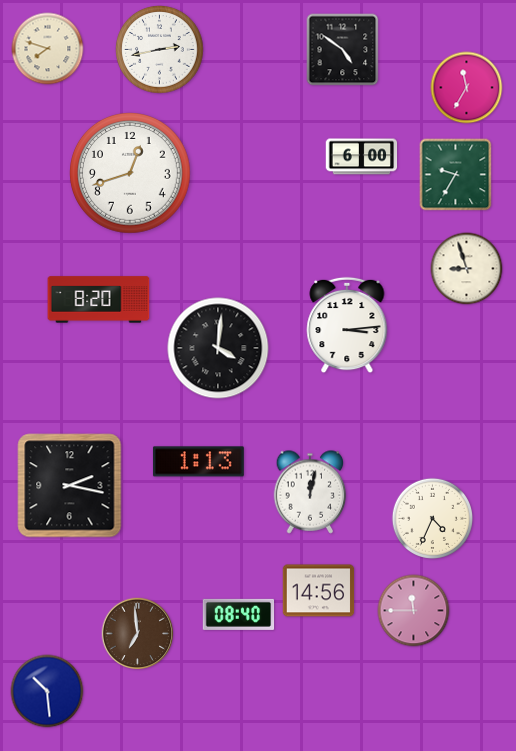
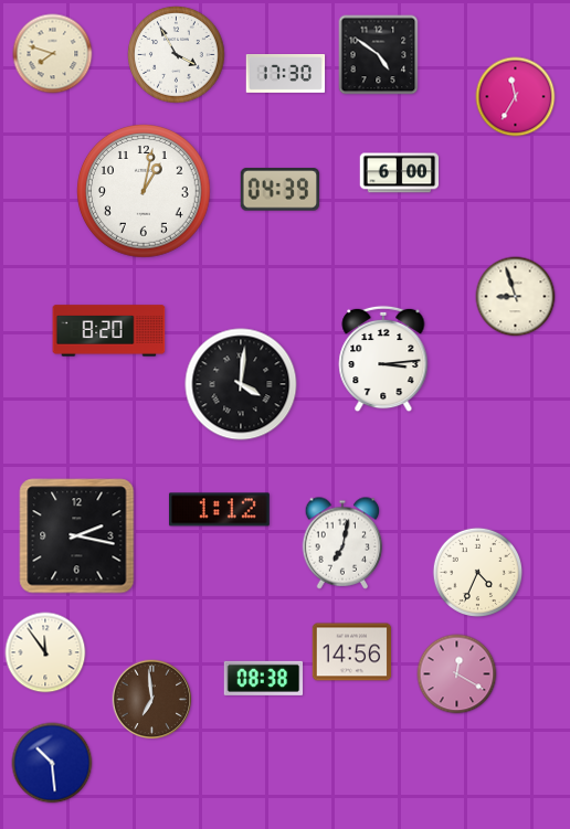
clock at (160, 50): 2:43 -> 3:55
clock at (286, 74): none -> 17:30
clock at (279, 190): none -> 04:39
clock at (131, 174): 12:42 -> 1:02
clock at (456, 175): 9:35 -> none
clock at (198, 462): 1:13 -> 1:12
clock at (310, 492): 12:02 -> 7:02
clock at (45, 652): none -> 11:54
clock at (414, 611): 11:45 -> 12:20
clock at (239, 614): 08:40 -> 08:38
